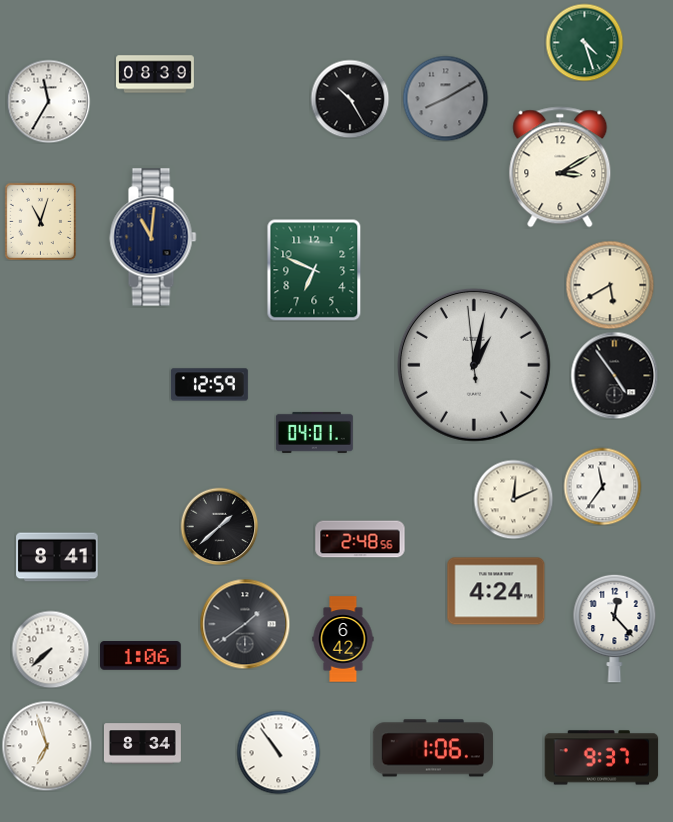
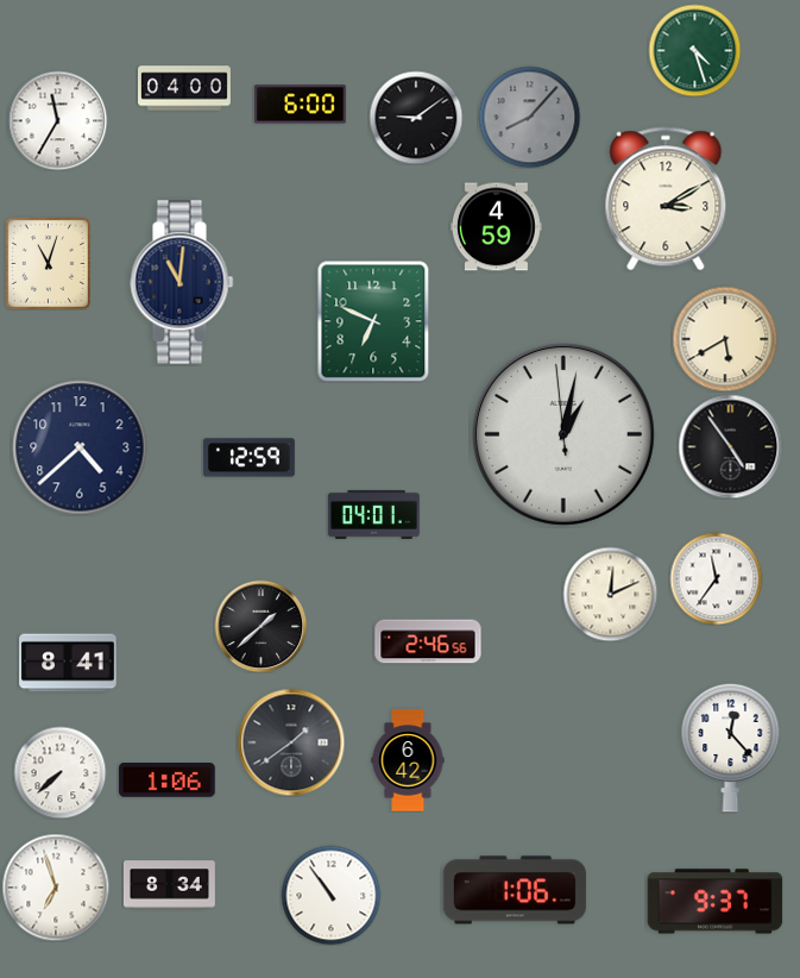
clock at (156, 74): 08:39 -> 04:00
clock at (300, 105): none -> 6:00
clock at (445, 98): 8:10 -> 8:07
clock at (350, 99): 10:25 -> 9:09
clock at (496, 227): none -> 4:59
clock at (80, 447): none -> 4:38
clock at (360, 539): 2:48 -> 2:46
clock at (496, 591): 4:24 -> none
